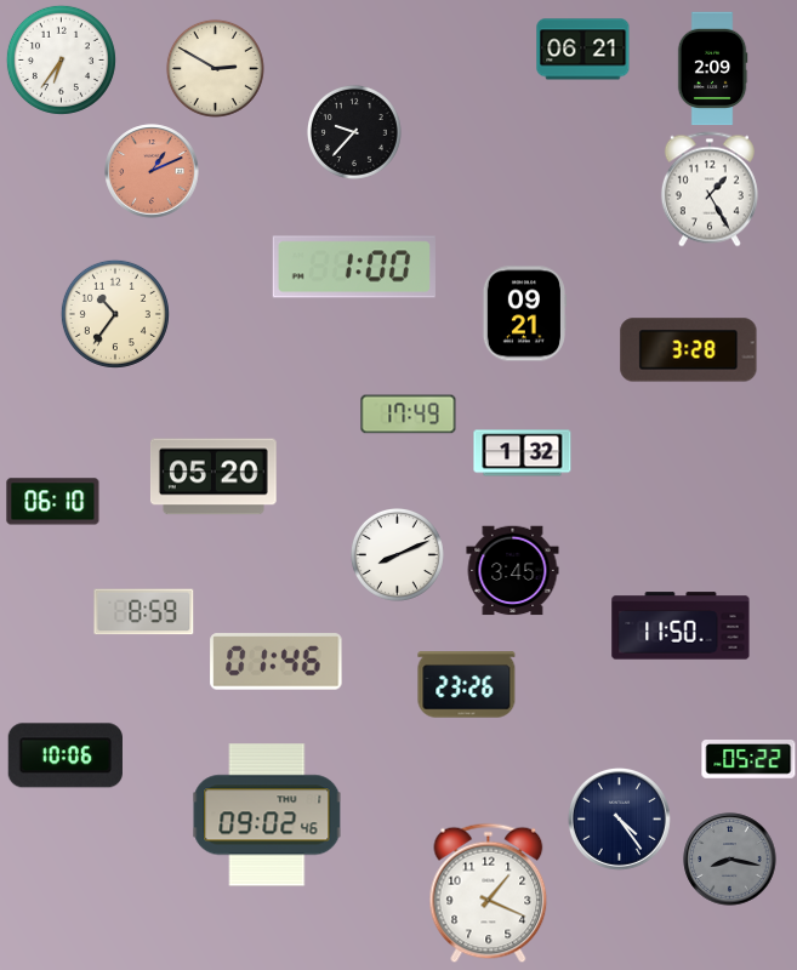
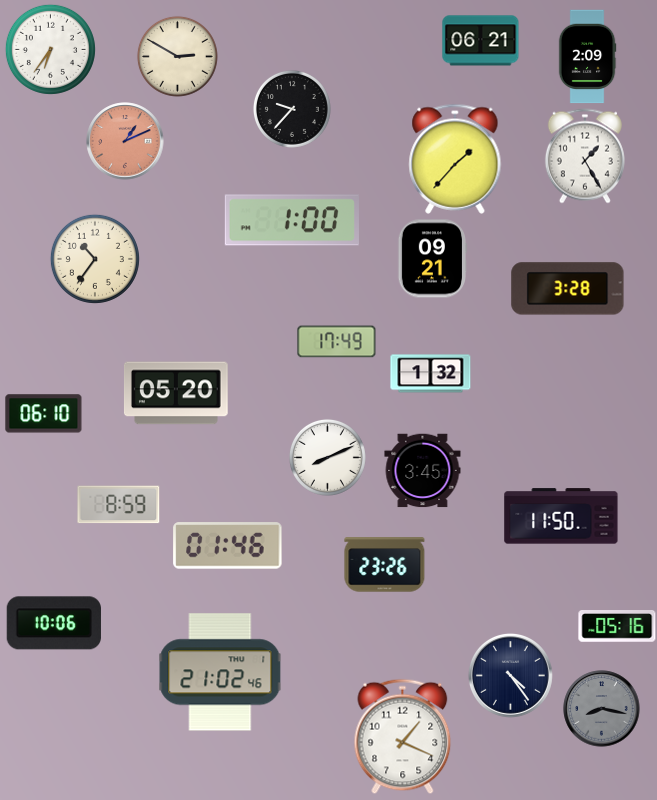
clock at (455, 159): none -> 1:37
clock at (748, 759): 05:22 -> 05:16
clock at (267, 815): 09:02 -> 21:02
